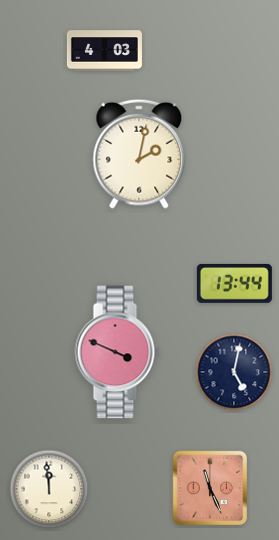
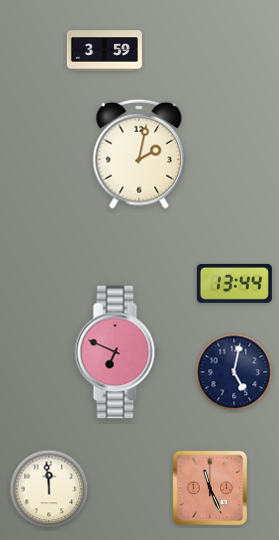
clock at (104, 51): 4:03 -> 3:59
clock at (117, 352): 3:49 -> 6:49
